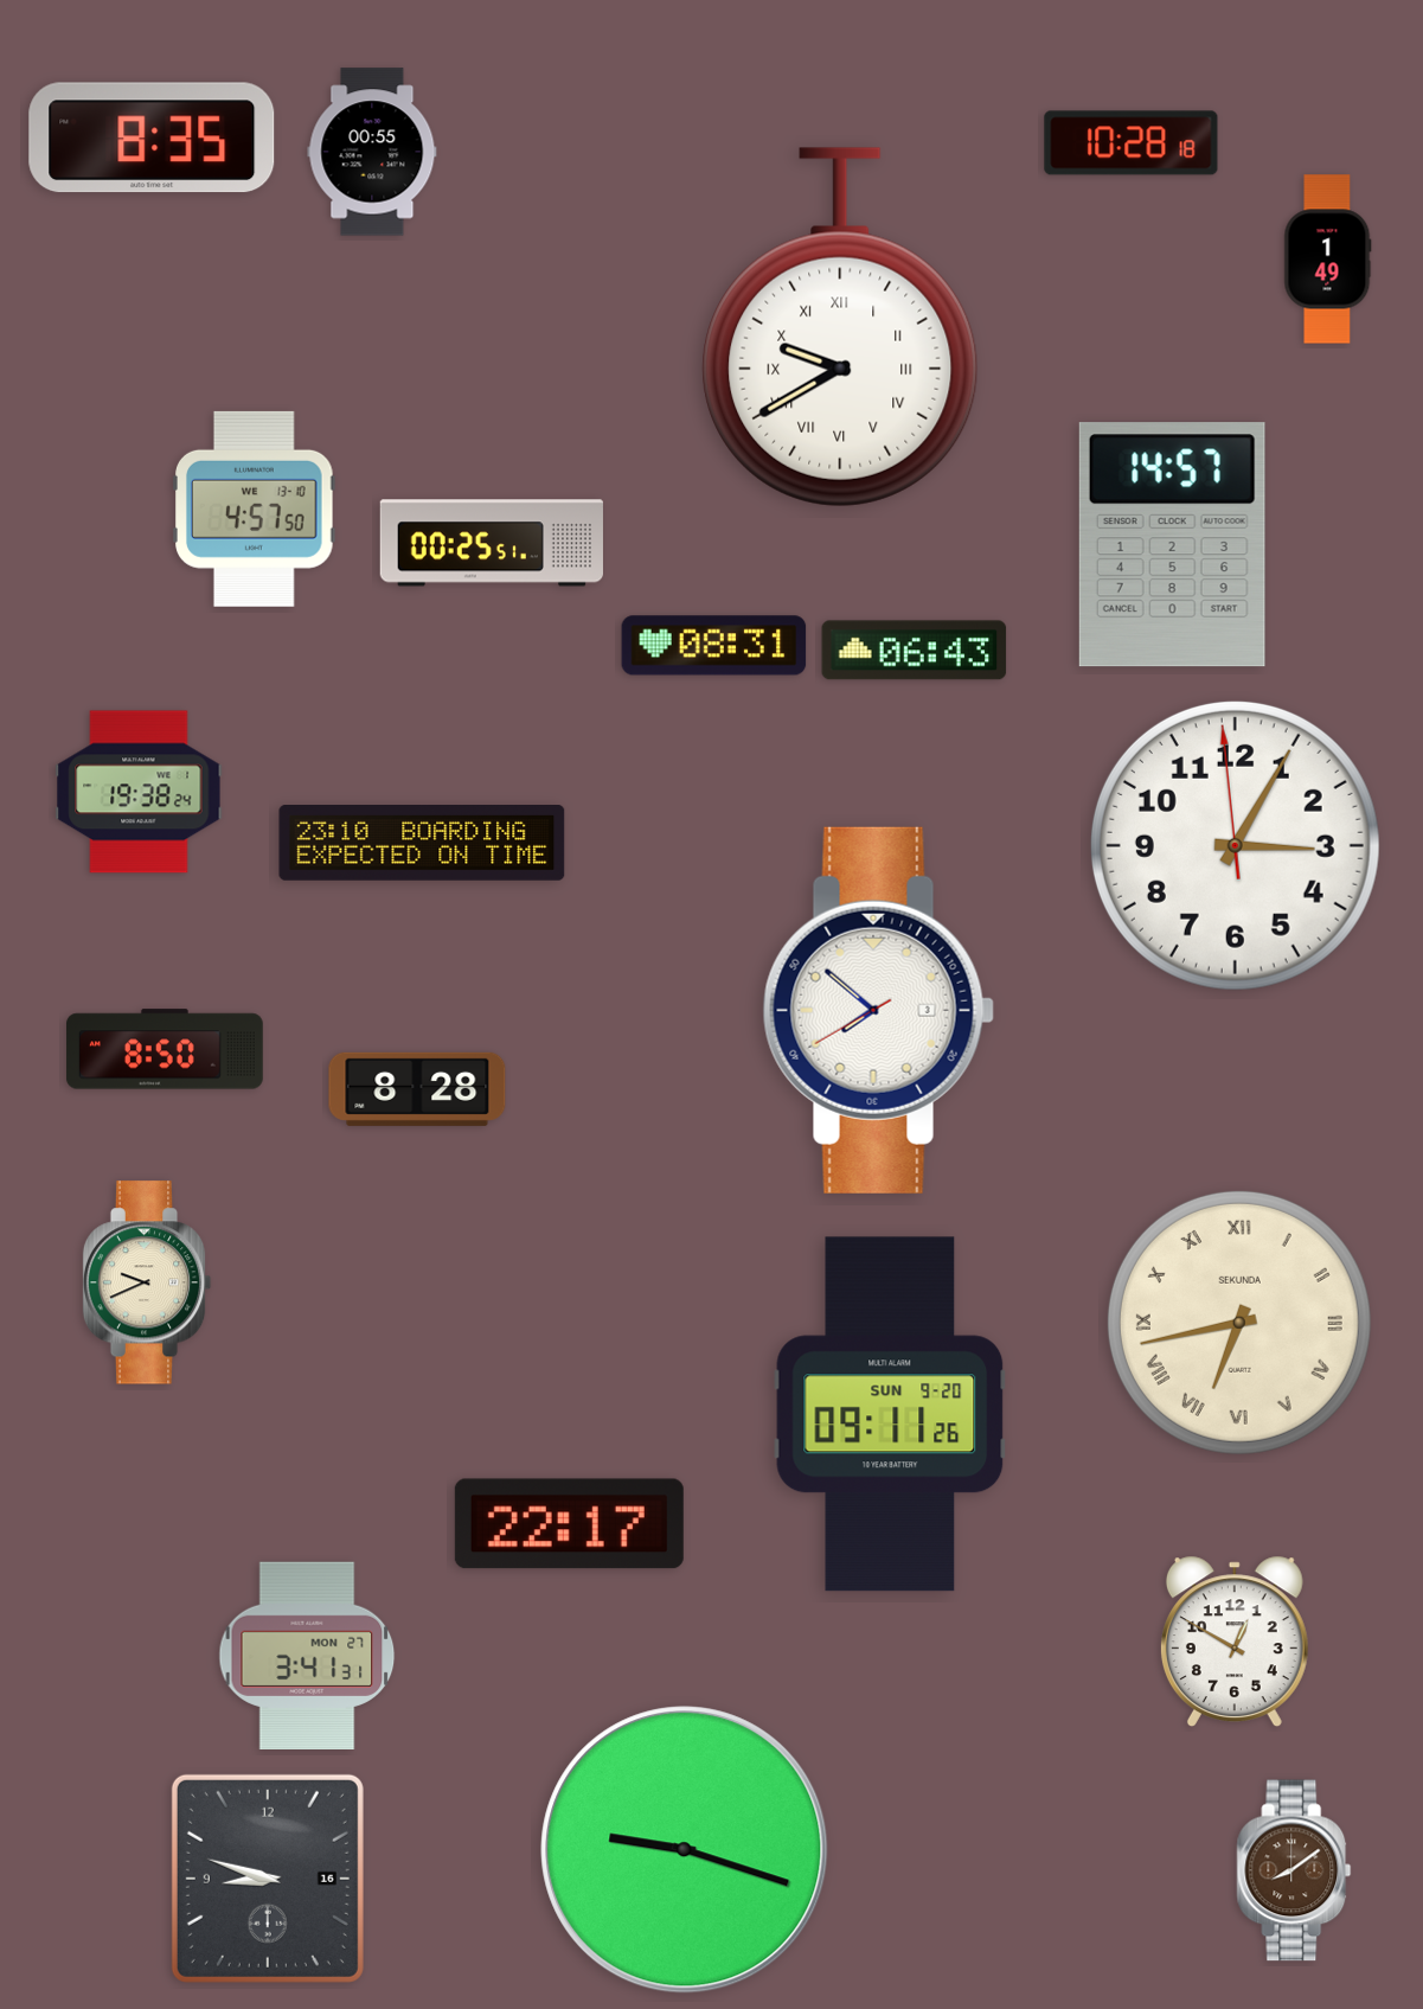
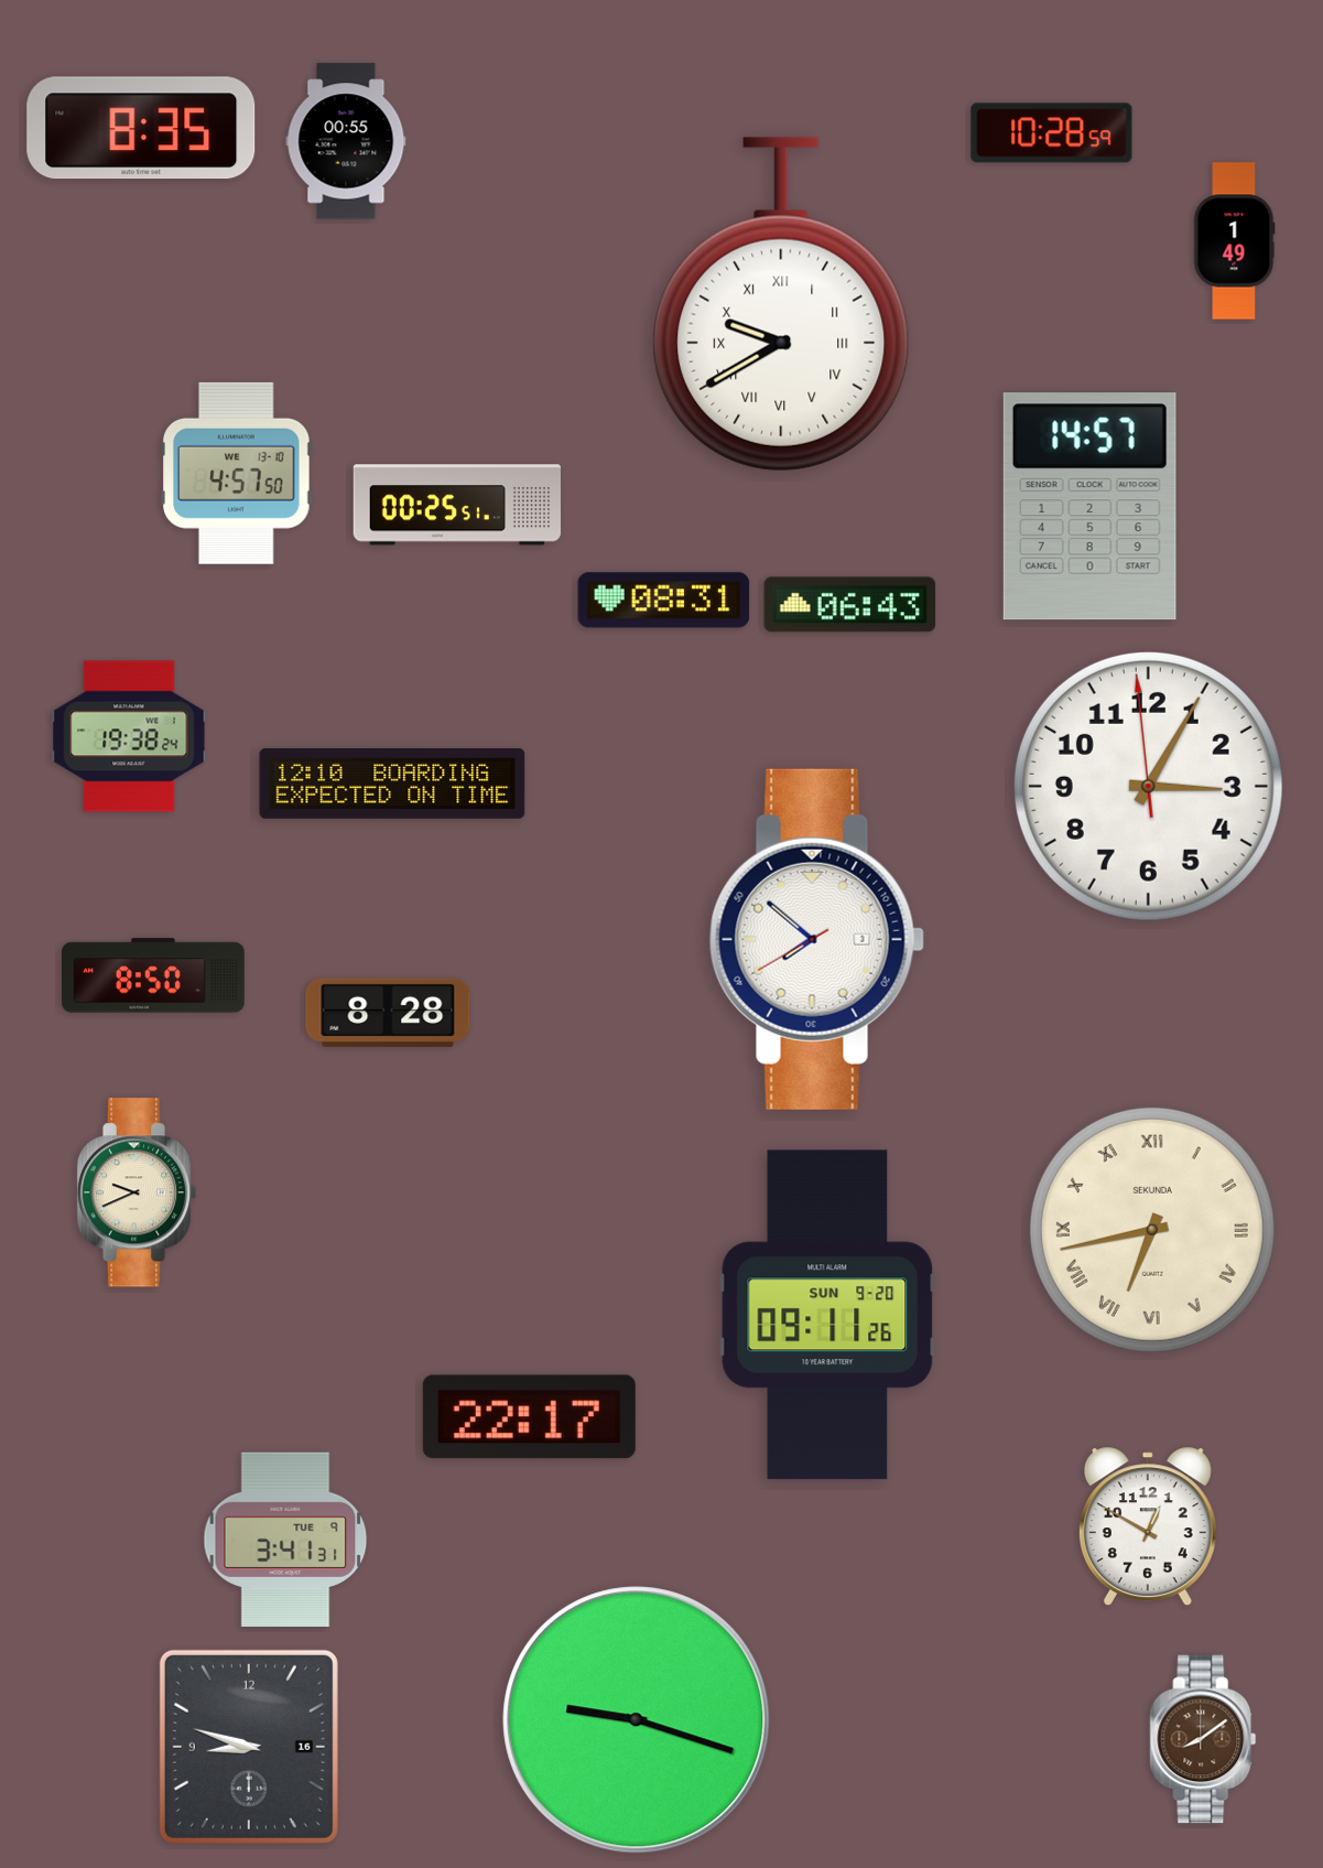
clock at (1132, 143): 10:28:18 -> 10:28:59
clock at (422, 844): 23:10 -> 12:10
clock at (307, 1656) date: MON 27 -> TUE 9
